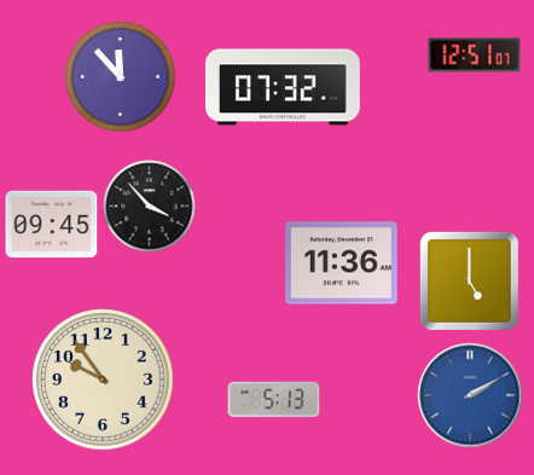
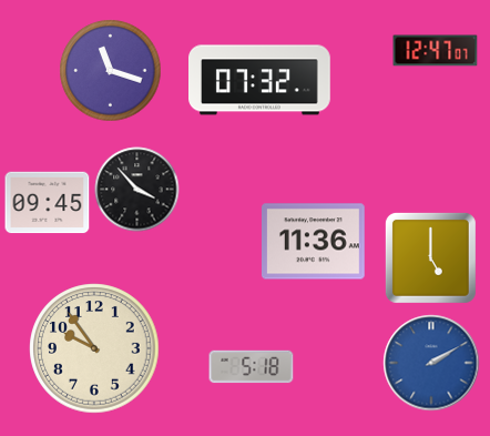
clock at (475, 56): 12:51 -> 12:47
clock at (121, 77): 11:53 -> 11:18
clock at (52, 225) position: (52, 225) -> (48, 203)
clock at (274, 400): 5:13 -> 5:18
